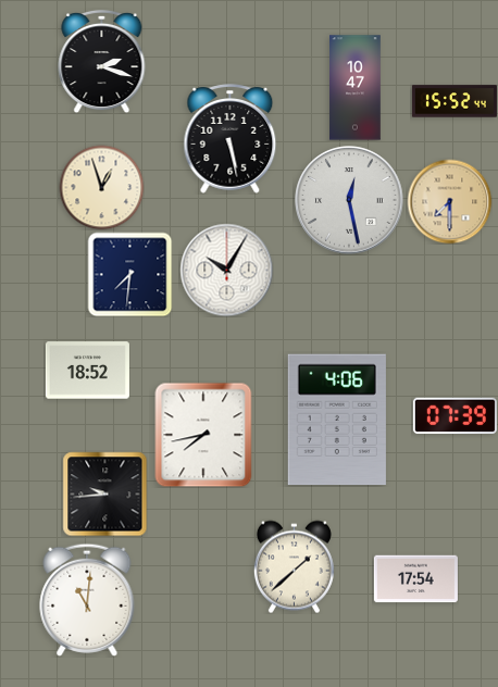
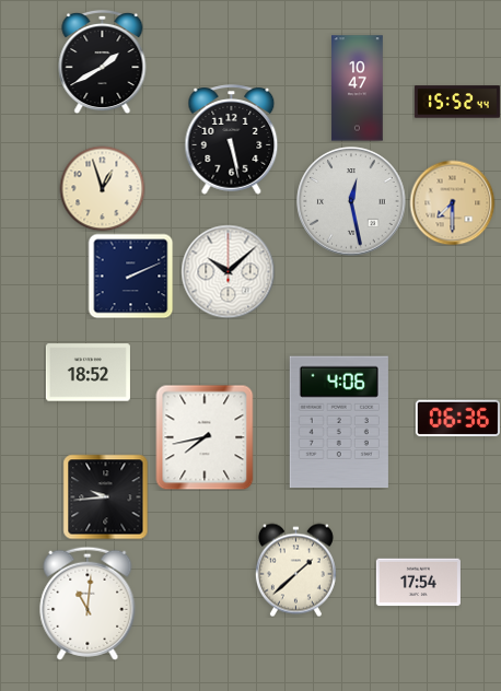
clock at (102, 61): 2:18 -> 1:40
clock at (226, 270): 10:05 -> 10:08
clock at (129, 274): 7:31 -> 2:11
clock at (455, 416): 07:39 -> 06:36
